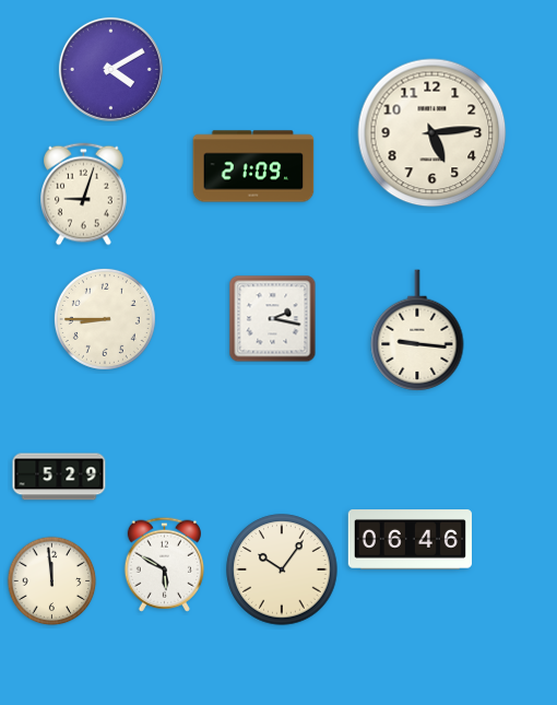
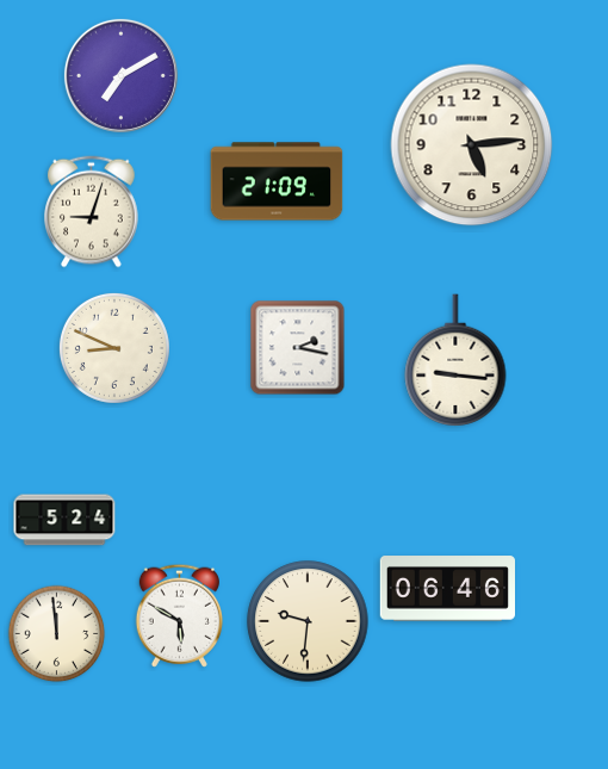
clock at (110, 69): 4:10 -> 7:10
clock at (105, 319): 8:45 -> 8:49
clock at (59, 477): 5:29 -> 5:24
clock at (282, 569): 10:06 -> 9:31
